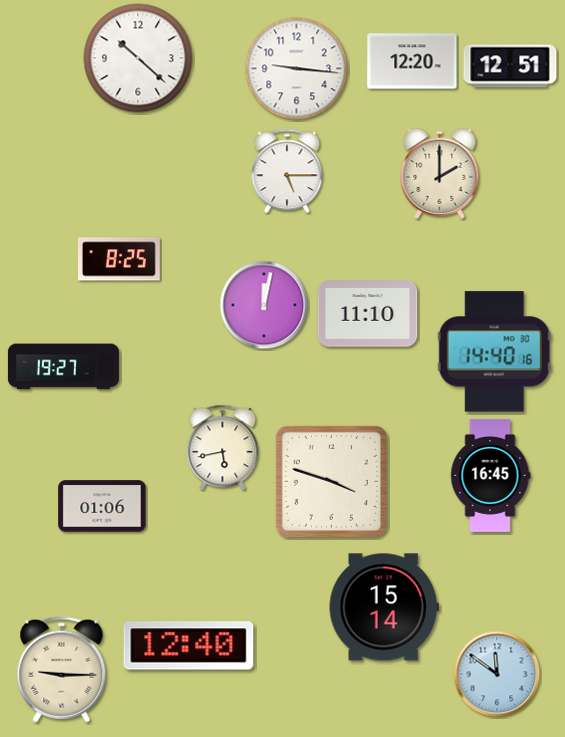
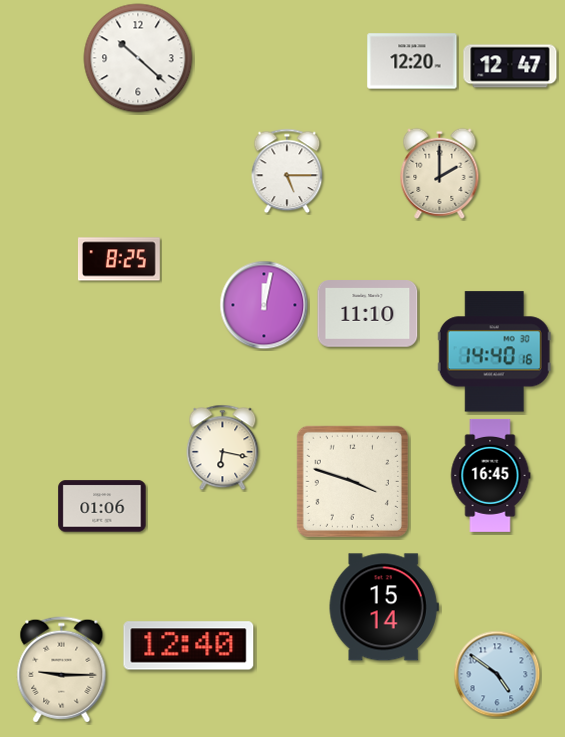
clock at (510, 66): 12:51 -> 12:47
clock at (297, 69): 9:16 -> none
clock at (63, 367): 19:27 -> none
clock at (223, 448): 5:43 -> 6:17
clock at (331, 481) position: (331, 481) -> (352, 481)
clock at (497, 674): 11:51 -> 4:51
